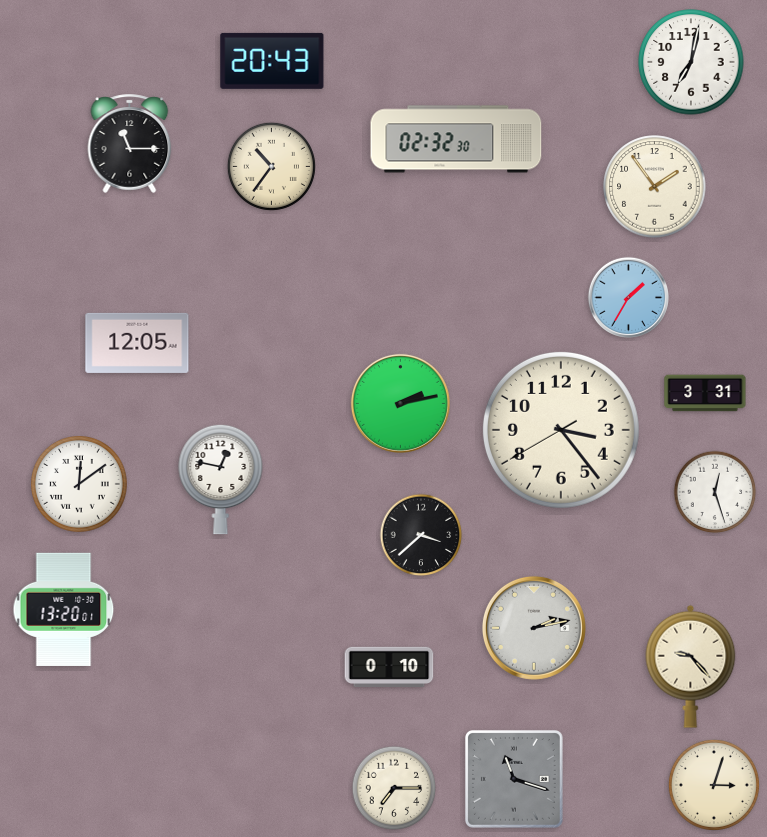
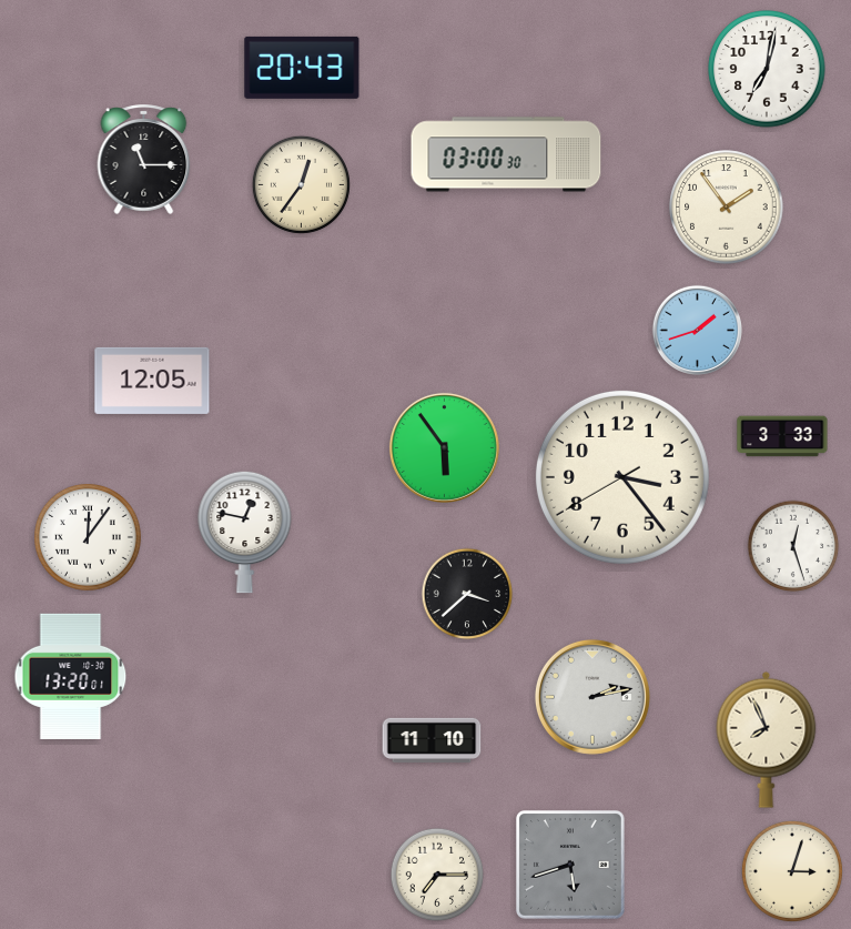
clock at (456, 139): 02:32 -> 03:00
clock at (271, 166): 10:36 -> 12:36
clock at (628, 297): 1:35 -> 1:42
clock at (705, 393): 3:31 -> 3:33
clock at (400, 403): 2:13 -> 5:54
clock at (80, 485): 12:09 -> 12:06
clock at (389, 666): 0:10 -> 11:10
clock at (691, 666): 9:23 -> 7:56
clock at (514, 779): 11:18 -> 5:42
